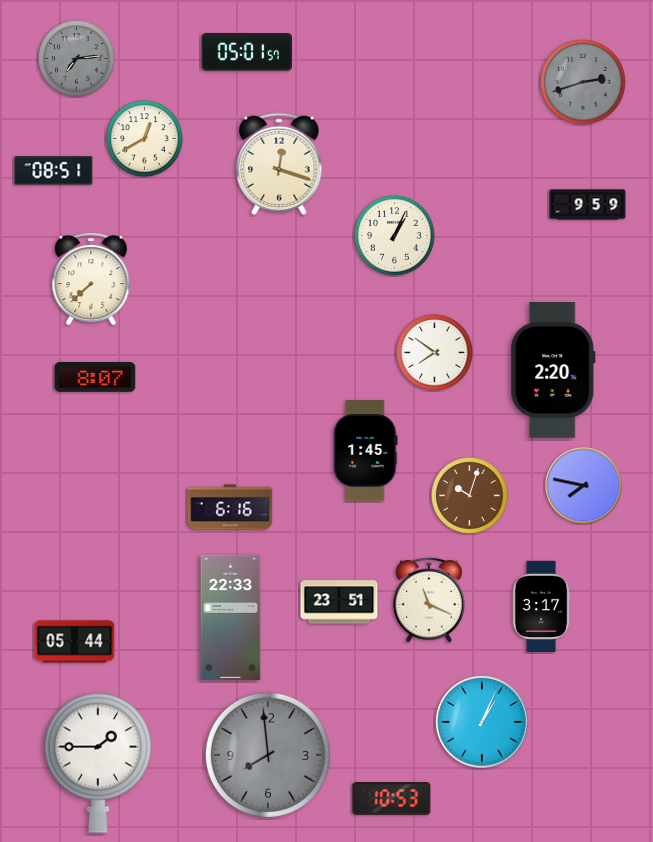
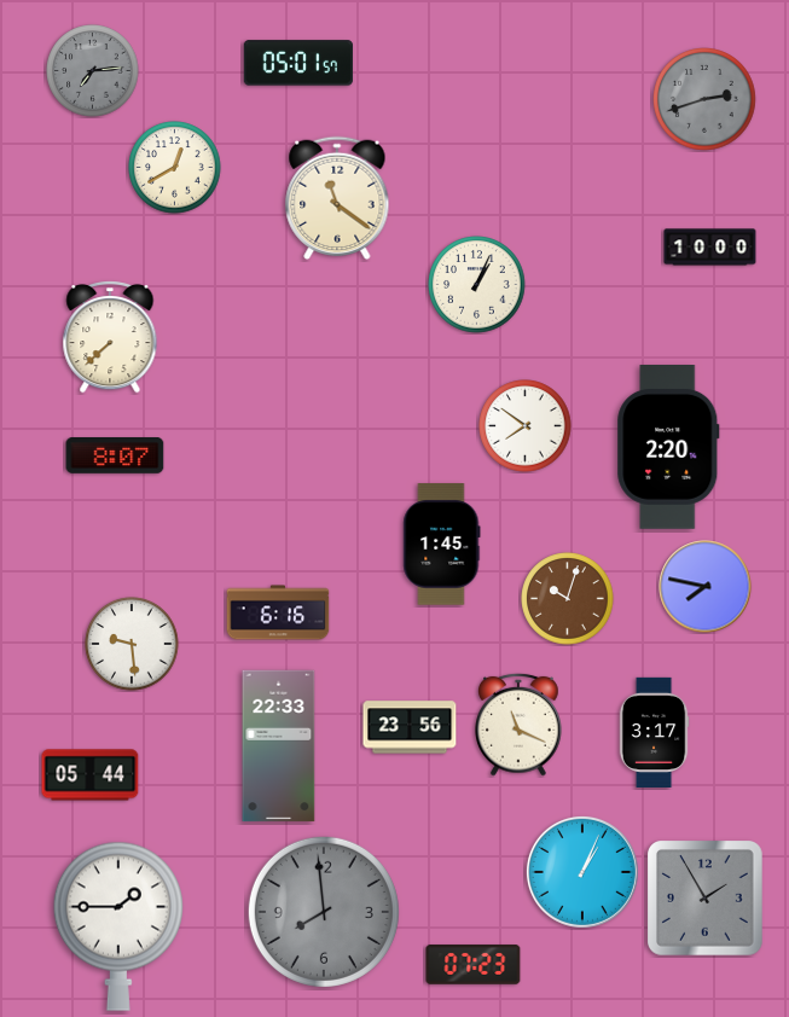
clock at (279, 163): 12:18 -> 11:21
clock at (54, 171): 08:51 -> none
clock at (588, 205): 9:59 -> 10:00
clock at (132, 644): none -> 9:29
clock at (339, 602): 23:51 -> 23:56
clock at (706, 899): none -> 1:55
clock at (98, 763) position: (98, 763) -> (118, 926)
clock at (392, 799): 10:53 -> 07:23
